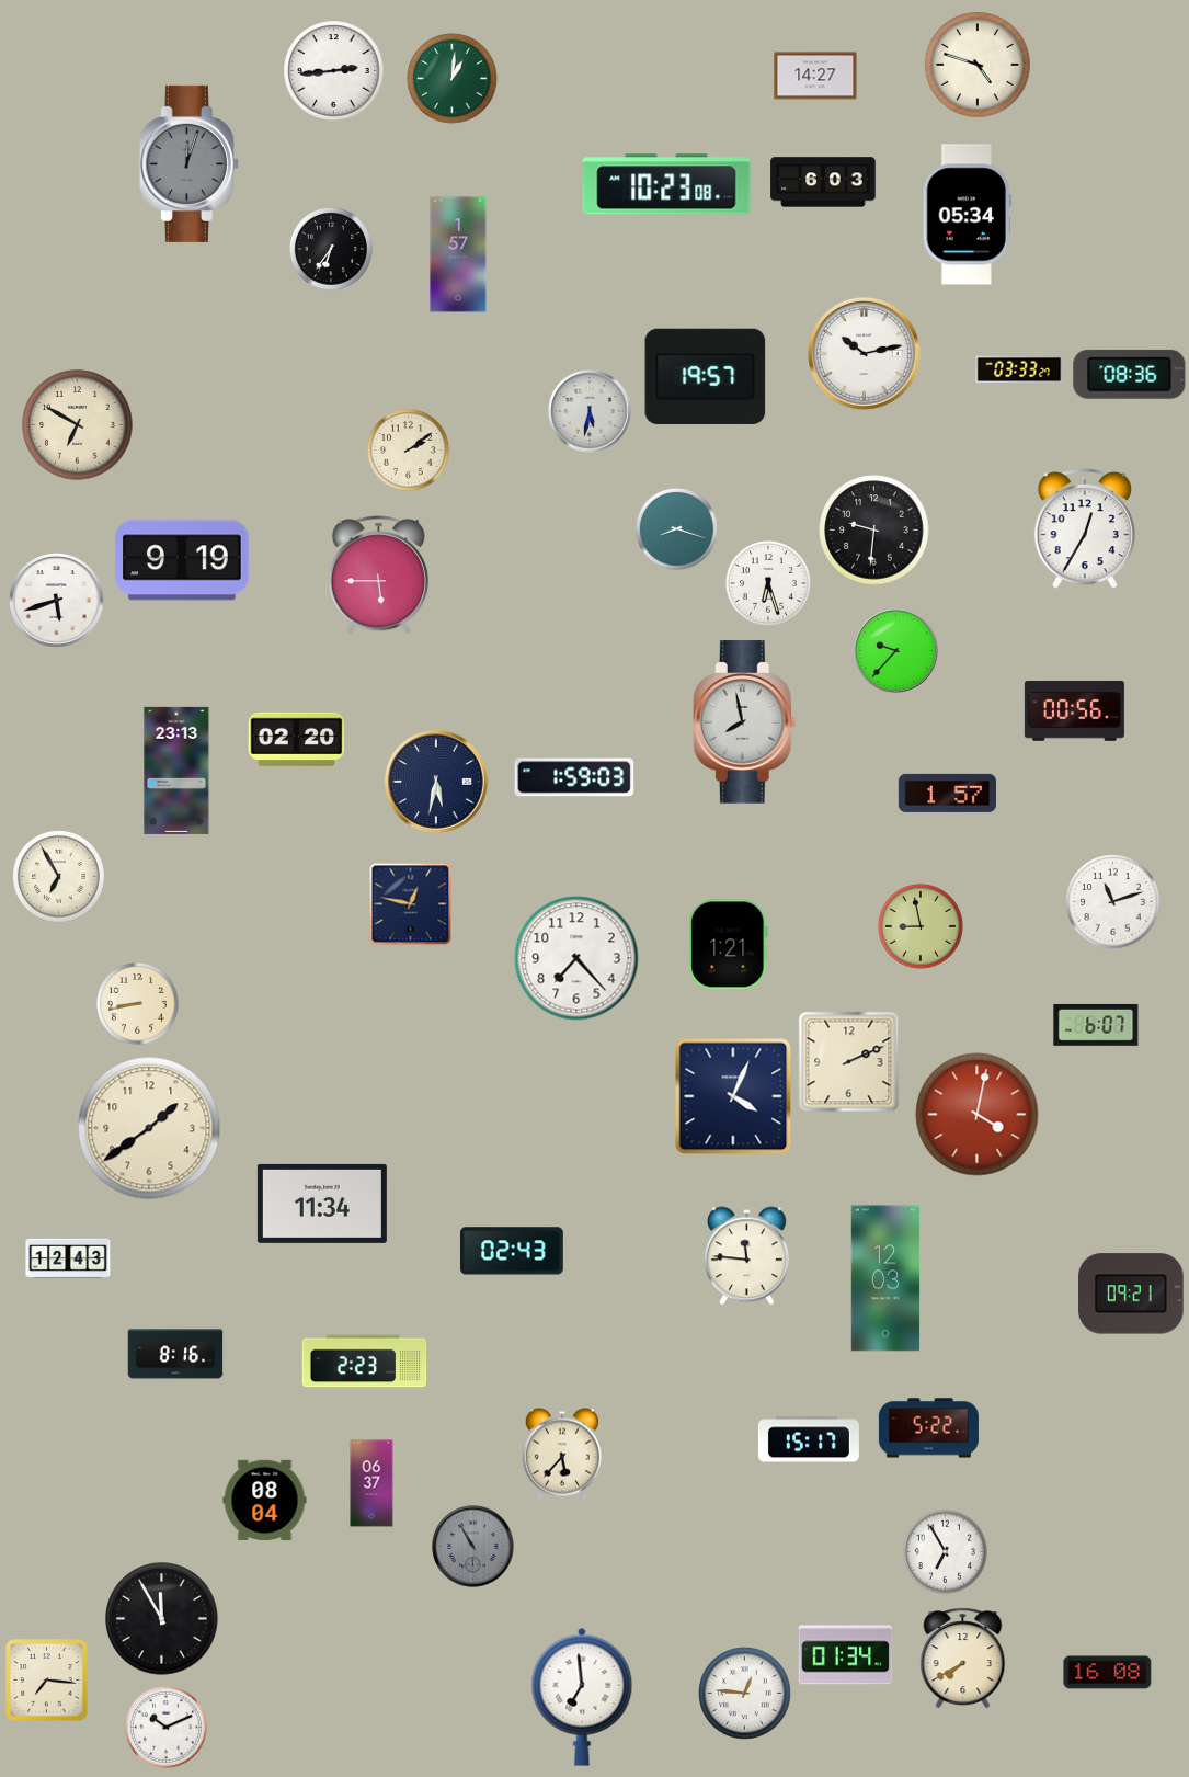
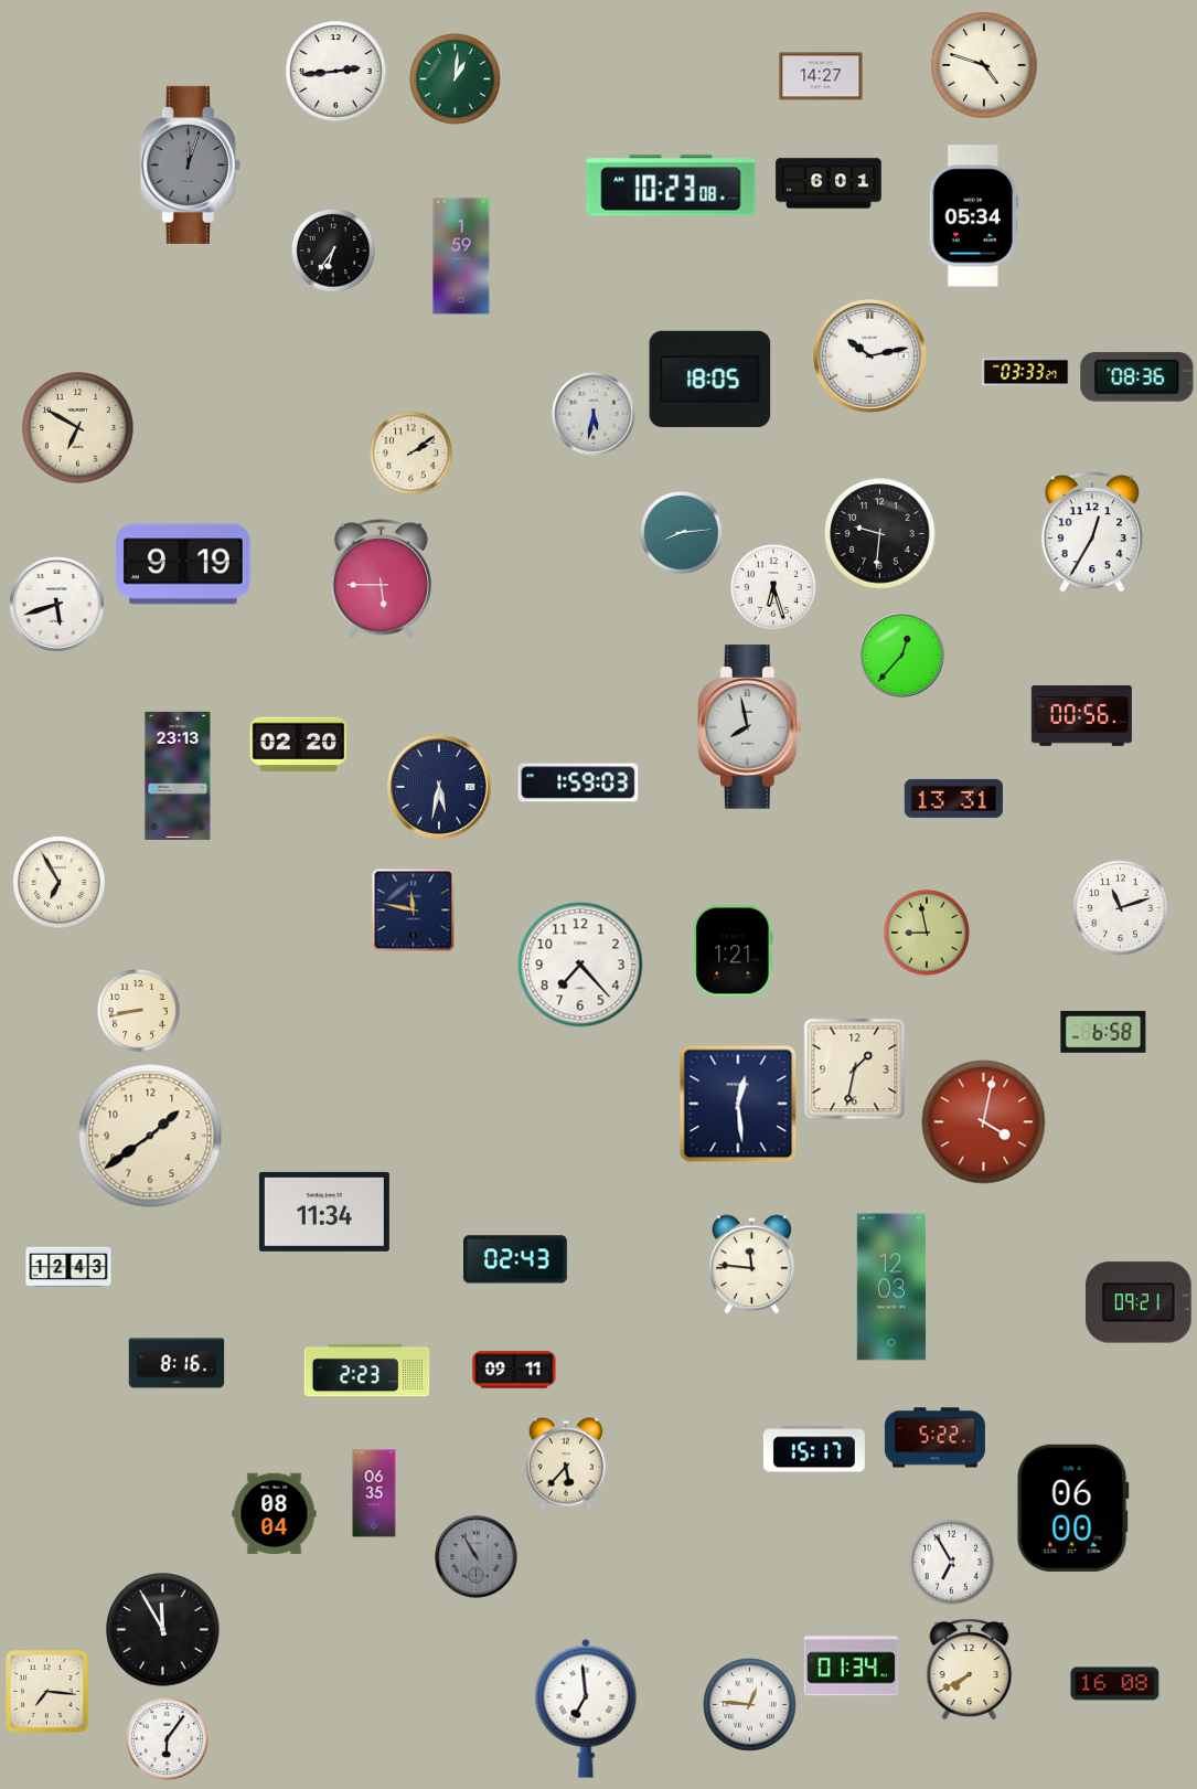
clock at (823, 182): 6:03 -> 6:01
clock at (458, 254): 1:57 -> 1:59
clock at (706, 376): 19:57 -> 18:05
clock at (676, 528): 8:18 -> 8:14
clock at (896, 651): 9:37 -> 12:37
clock at (947, 793): 1:57 -> 13:31
clock at (411, 904): 12:47 -> 11:47
clock at (1096, 1025): 6:07 -> 6:58
clock at (849, 1062): 2:11 -> 1:32
clock at (733, 1096): 4:04 -> 12:29
clock at (514, 1370): none -> 09:11
clock at (371, 1483): 06:37 -> 06:35
clock at (1072, 1508): none -> 06:00
clock at (265, 1501) position: (265, 1501) -> (275, 1514)
clock at (165, 1727): 10:11 -> 6:06
